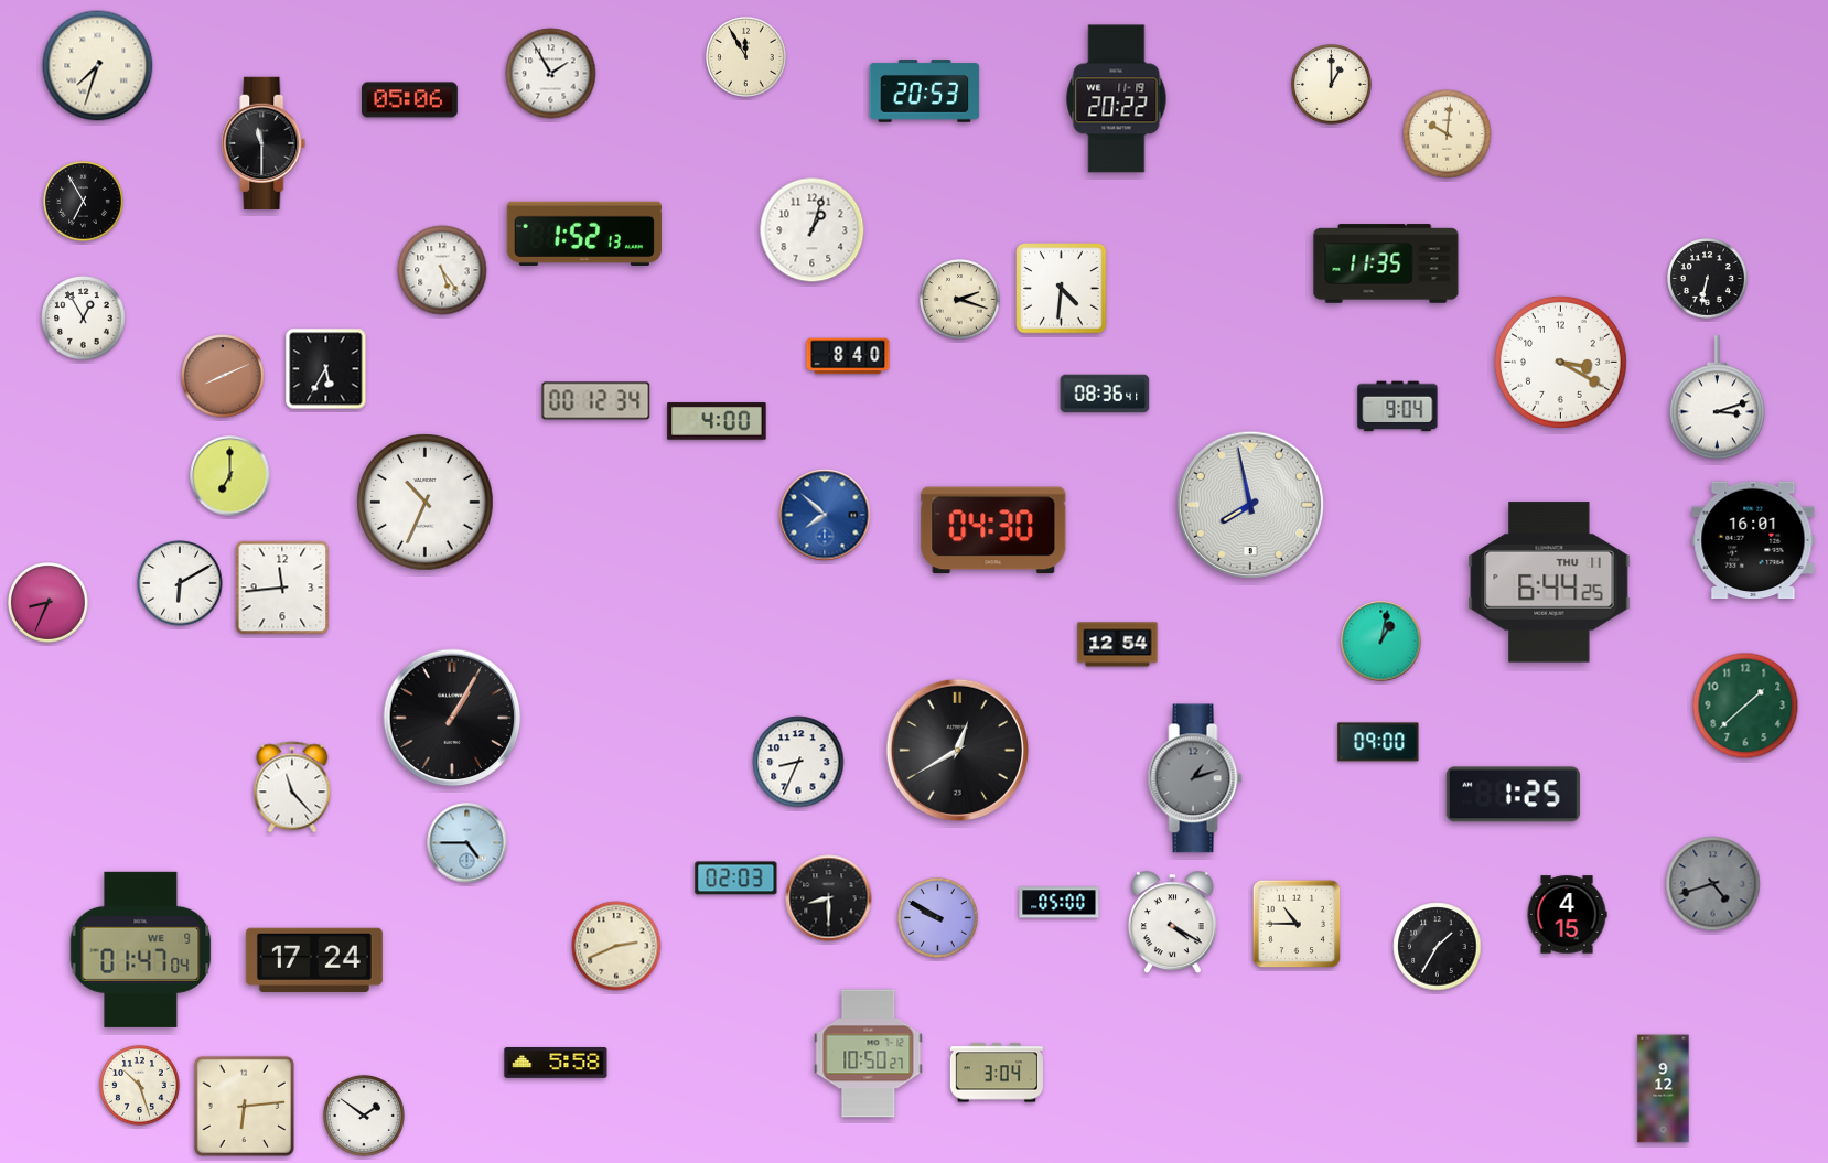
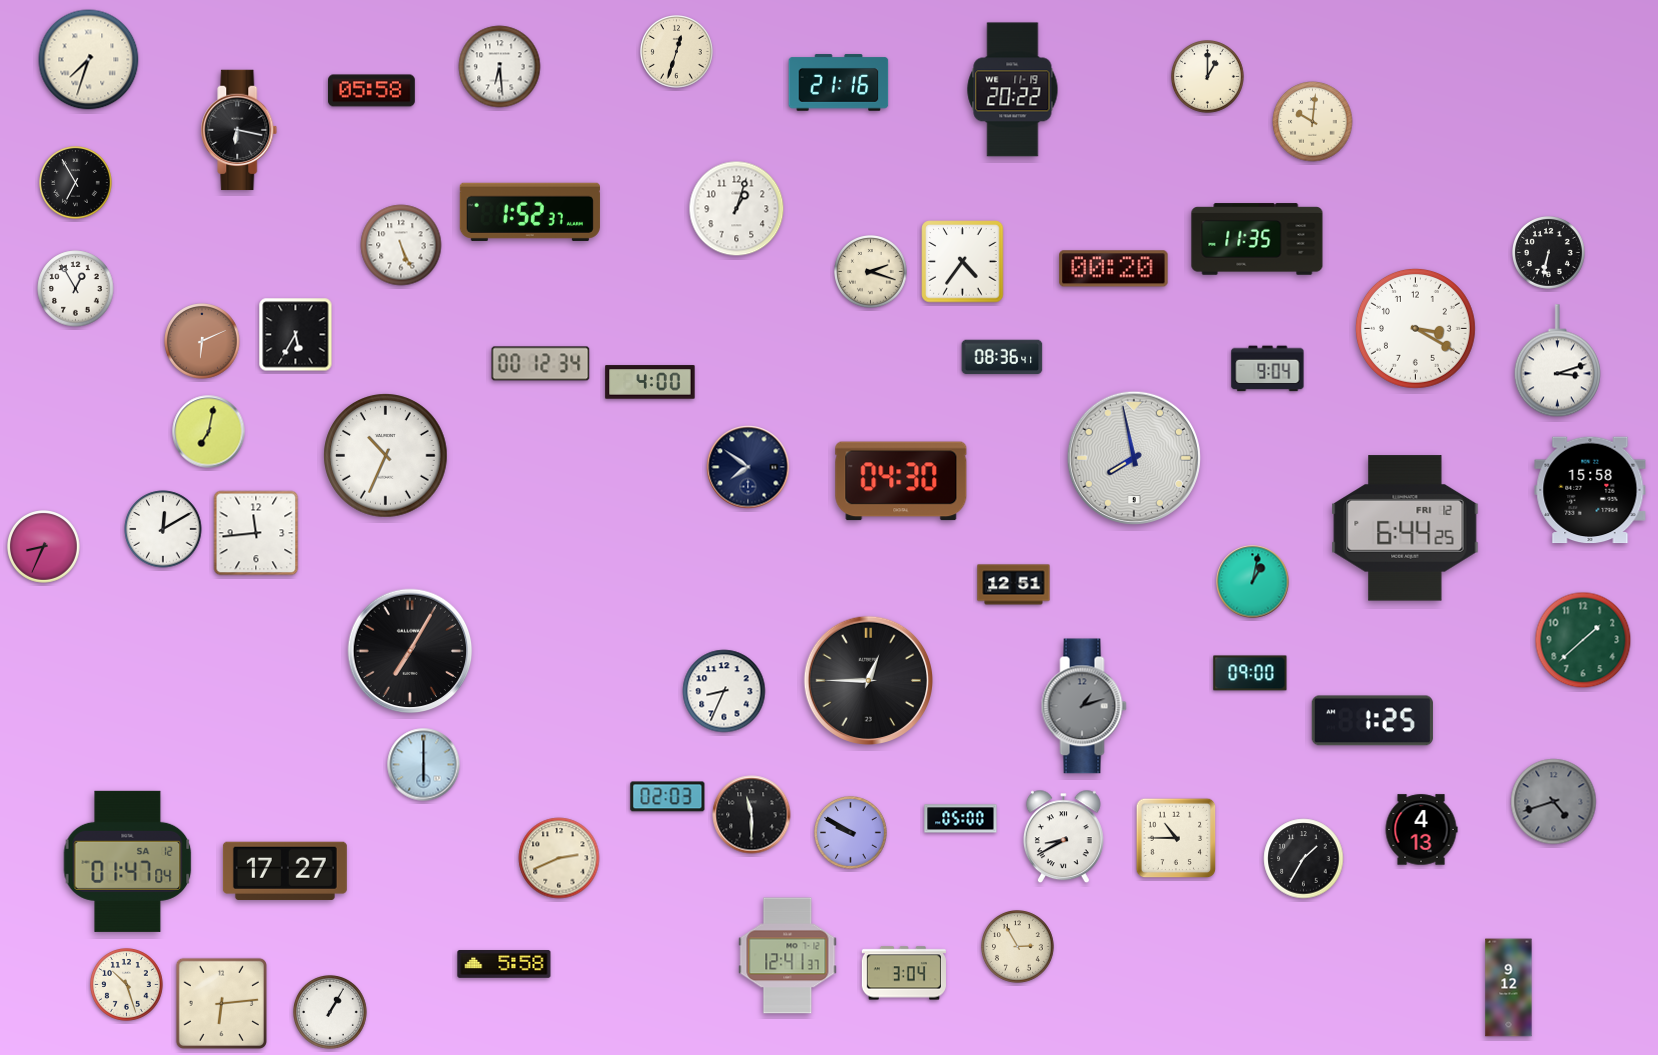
clock at (746, 57): 11:55 -> 12:33
clock at (551, 74): 1:55 -> 6:29
clock at (925, 91): 20:53 -> 21:16
clock at (410, 100): 05:06 -> 05:58
clock at (264, 143): 11:30 -> 6:17
clock at (584, 234): 1:52:13 -> 1:52:37
clock at (442, 270): 5:24 -> 5:26
clock at (1062, 289): 4:31 -> 4:36
clock at (1114, 269): none -> 00:20
clock at (848, 356): 8:40 -> none
clock at (223, 376): 8:11 -> 6:11
clock at (230, 476): 7:00 -> 7:02
clock at (825, 515): 7:52 -> 7:51
clock at (825, 515) dial: blue -> navy
clock at (1753, 540): 16:01 -> 15:58
clock at (1549, 582) date: THU 11 -> FRI 12
clock at (180, 583): 6:10 -> 12:10
clock at (1118, 645): 12:54 -> 12:51
clock at (452, 718): 1:05 -> 7:05
clock at (957, 750): 12:40 -> 12:45
clock at (292, 787): 11:23 -> none
clock at (467, 843): 4:45 -> 6:00
clock at (829, 898): 8:30 -> 11:30
clock at (1567, 915): 4:15 -> 4:13
clock at (1172, 923): 4:20 -> 8:40
clock at (141, 949) date: WE 9 -> SA 12
clock at (314, 960): 17:24 -> 17:27
clock at (1018, 947): none -> 2:55
clock at (869, 1054): 10:50 -> 12:41
clock at (365, 1117): 1:51 -> 1:05
